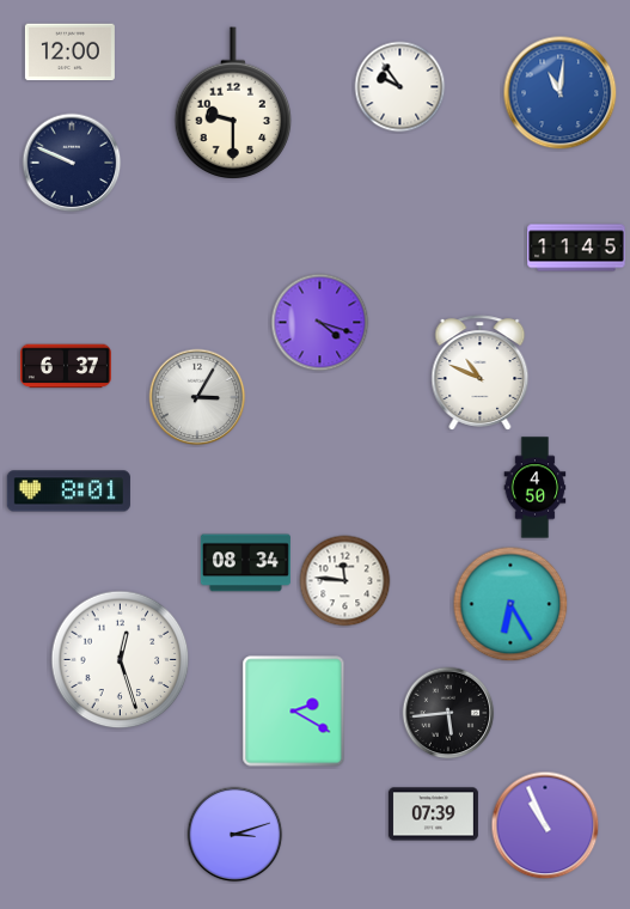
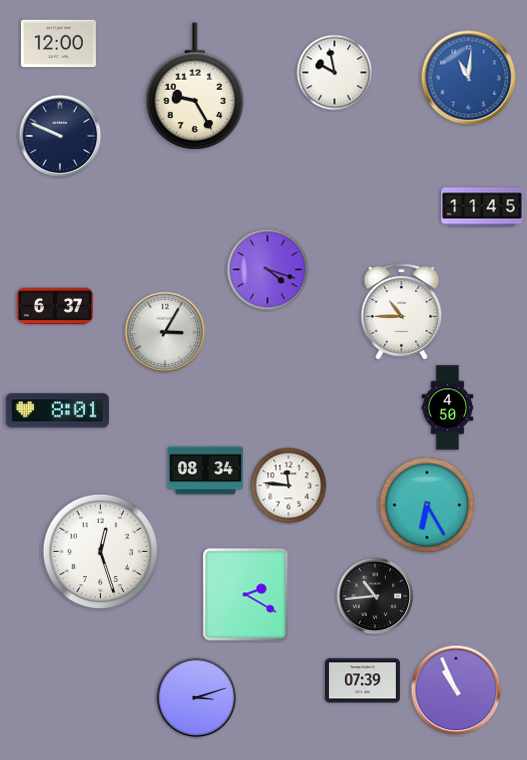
clock at (400, 87): 9:54 -> 9:58
clock at (233, 103): 9:30 -> 9:25
clock at (481, 373): 10:49 -> 10:45
clock at (448, 713): 5:44 -> 10:44
